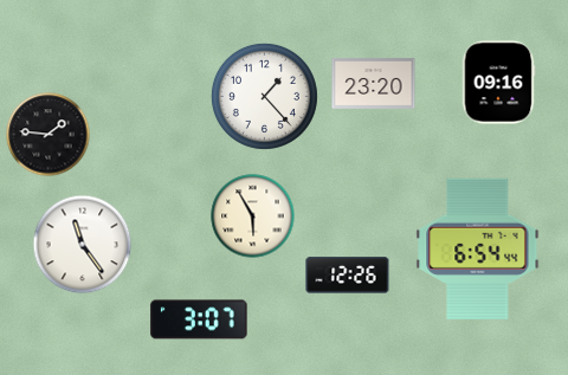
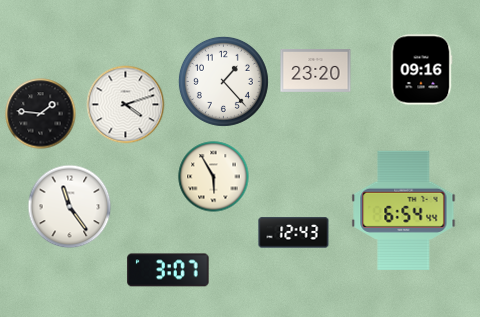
clock at (126, 105): none -> 4:12
clock at (253, 216) position: (253, 216) -> (214, 177)
clock at (348, 276): 12:26 -> 12:43
